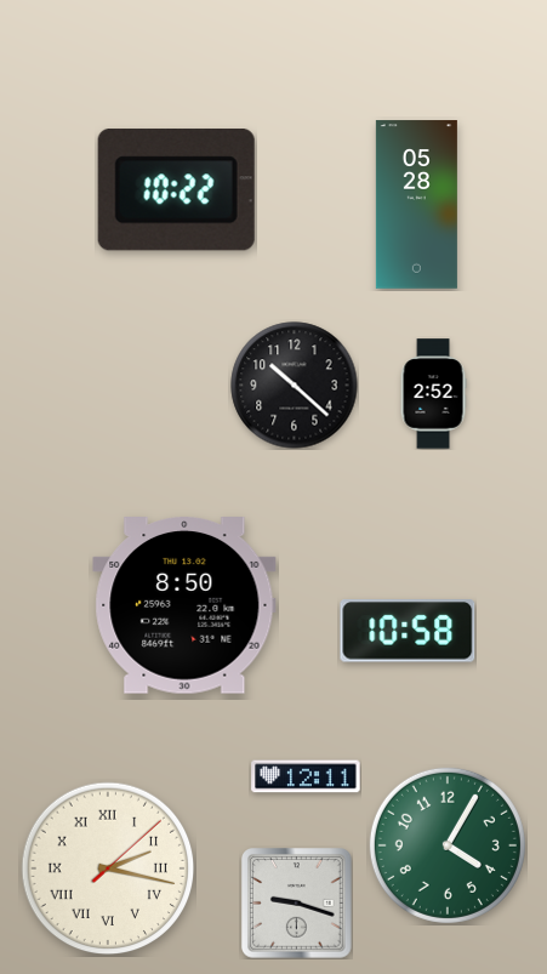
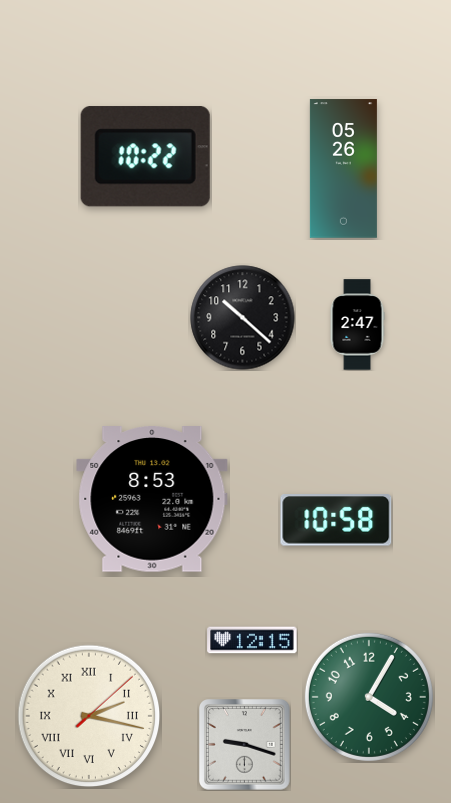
clock at (416, 205): 05:28 -> 05:26
clock at (433, 394): 2:52 -> 2:47
clock at (184, 605): 8:50 -> 8:53
clock at (306, 776): 12:11 -> 12:15
